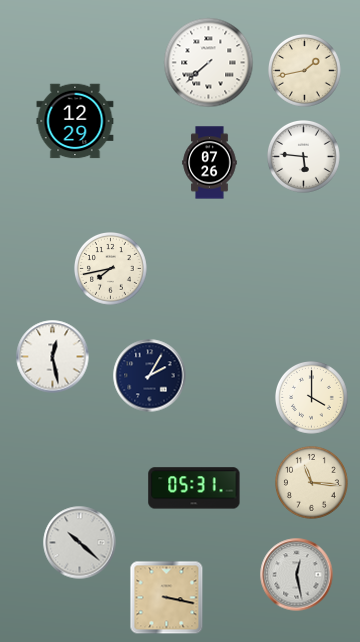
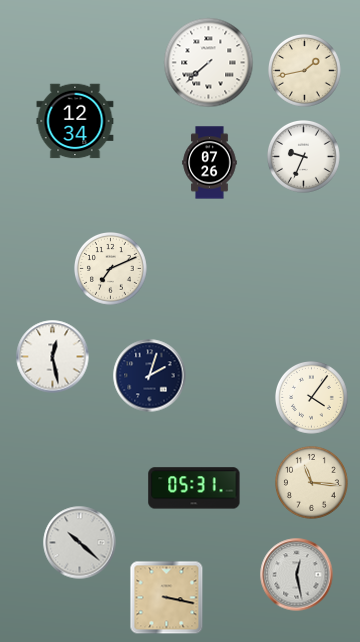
clock at (75, 121): 12:29 -> 12:34
clock at (304, 157): 5:46 -> 9:34
clock at (111, 269): 7:43 -> 7:11
clock at (150, 376): 2:05 -> 2:03
clock at (312, 398): 4:00 -> 4:06
